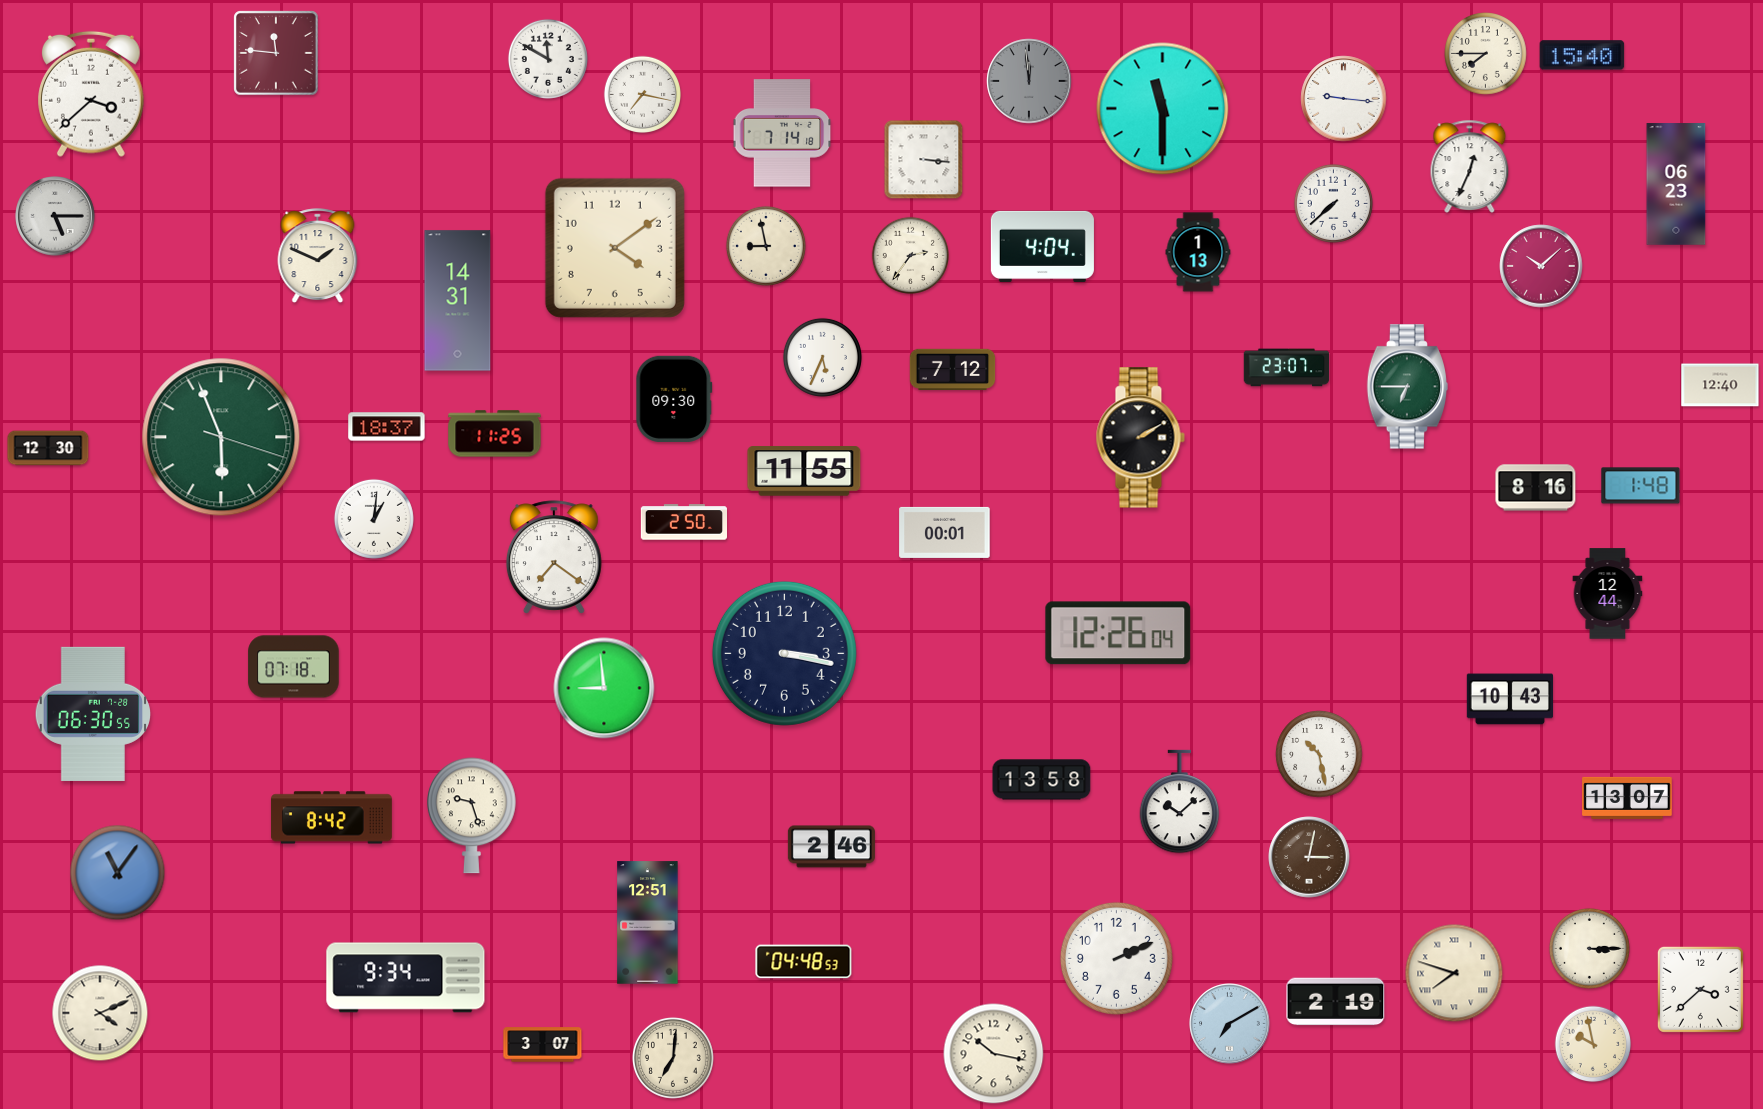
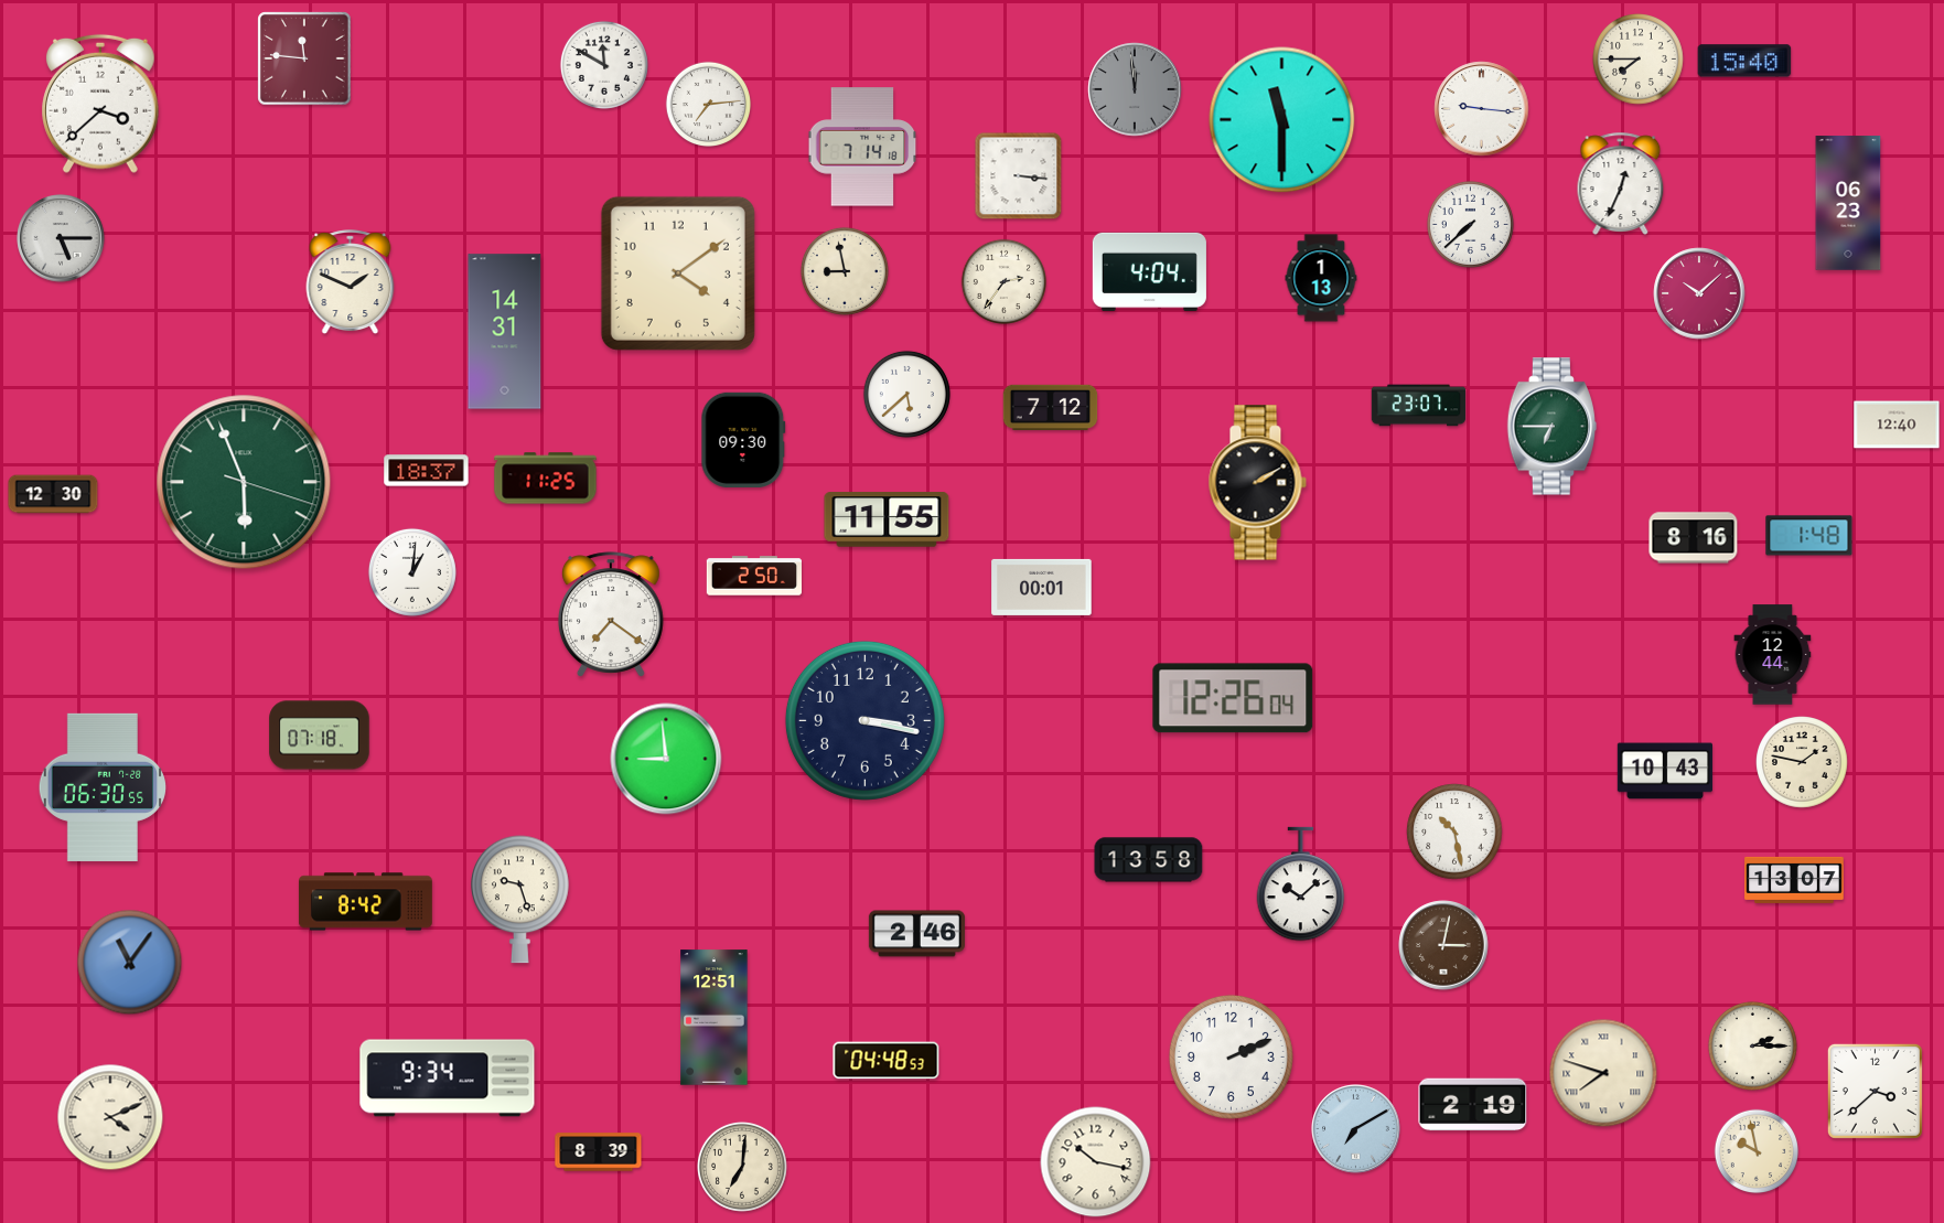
clock at (642, 94): 7:17 -> 7:14
clock at (822, 357): 5:34 -> 5:38
clock at (294, 667) position: (294, 667) -> (320, 736)
clock at (1802, 762): none -> 1:47
clock at (1589, 948): 3:15 -> 2:15
clock at (543, 1045): 3:07 -> 8:39
